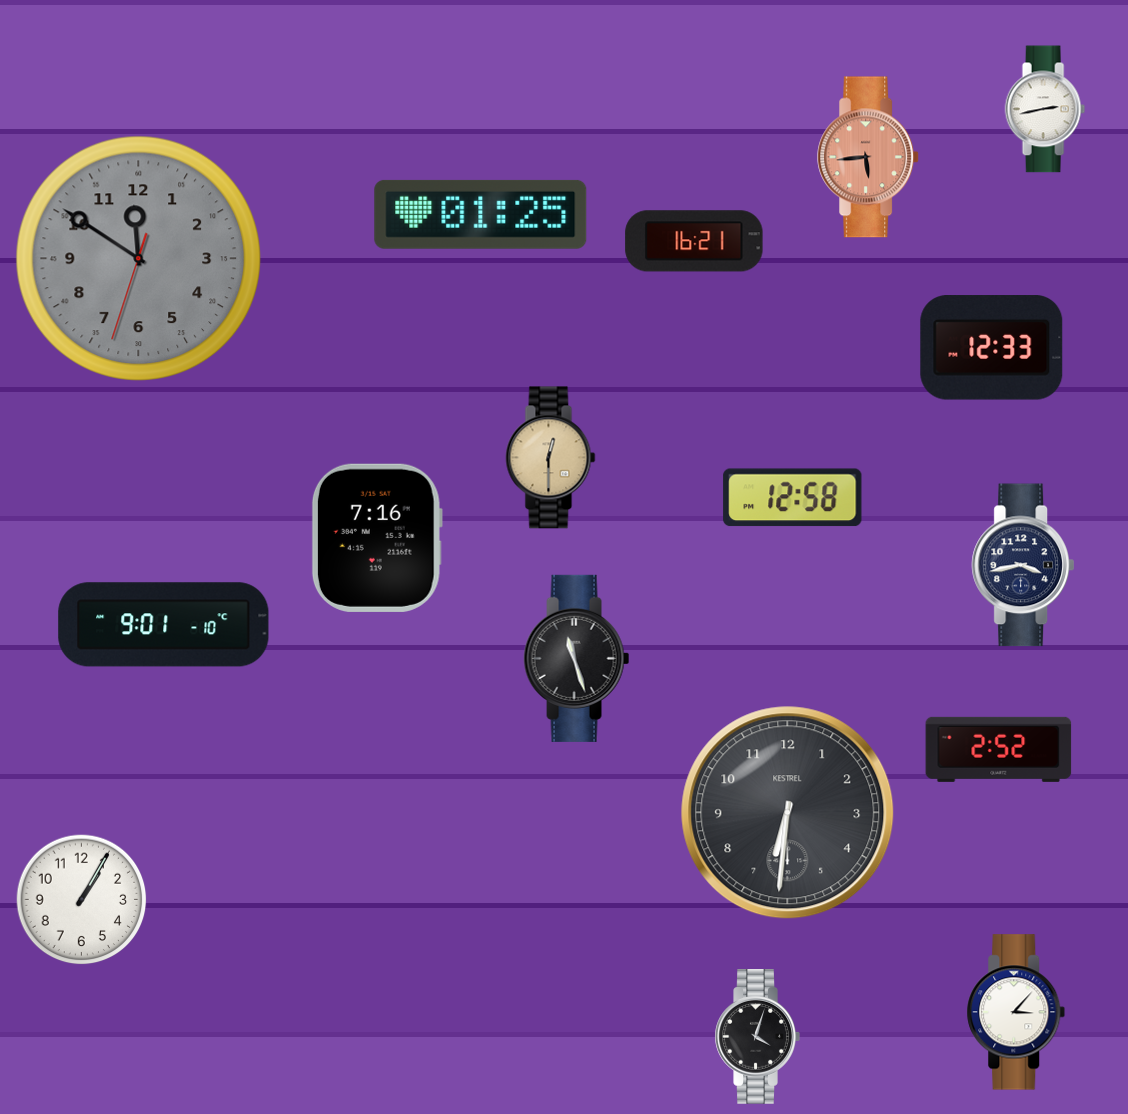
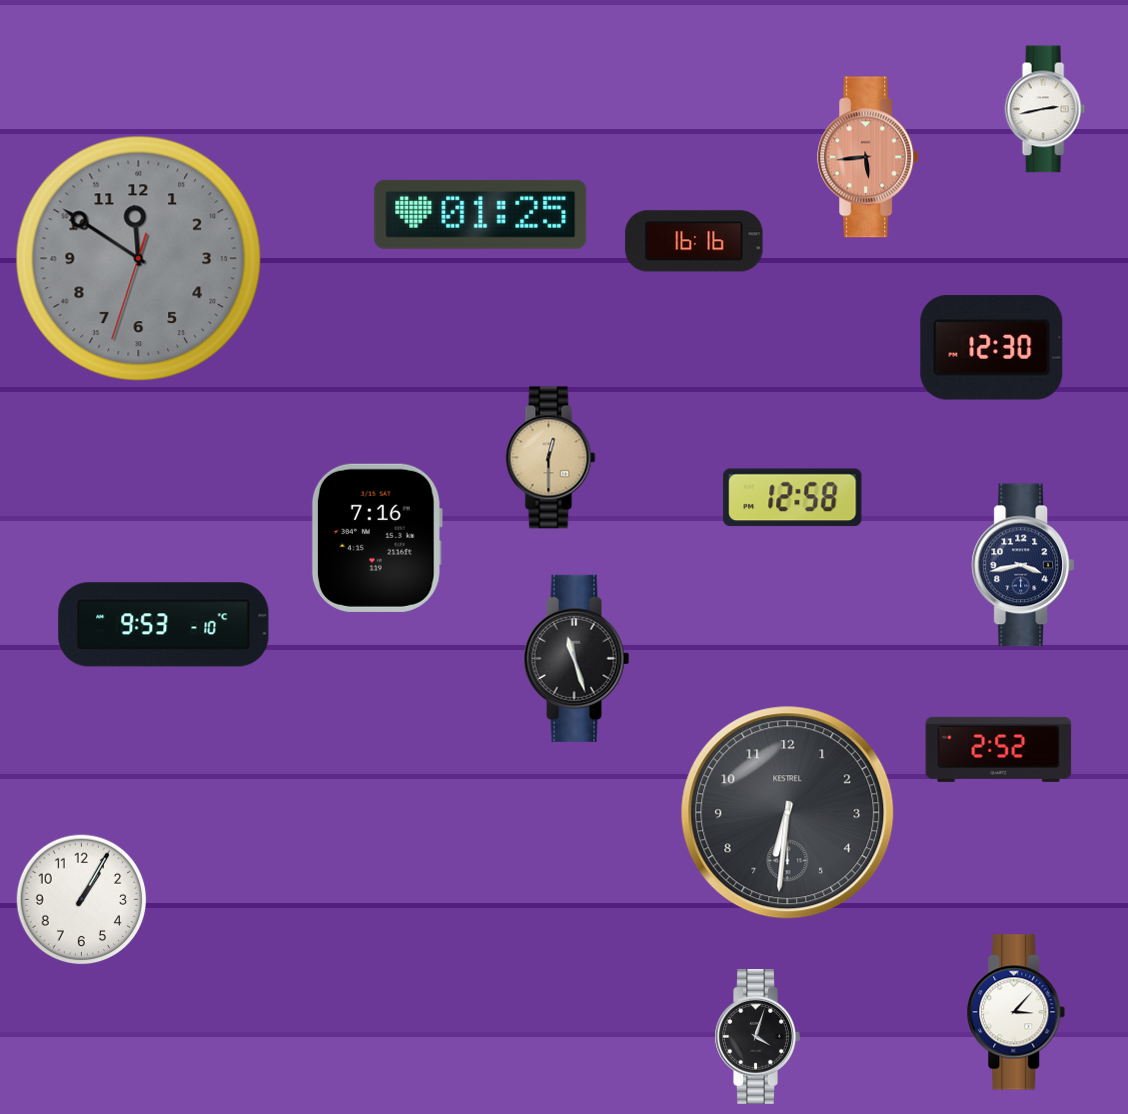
clock at (694, 241): 16:21 -> 16:16
clock at (992, 348): 12:33 -> 12:30
clock at (164, 625): 9:01 -> 9:53
